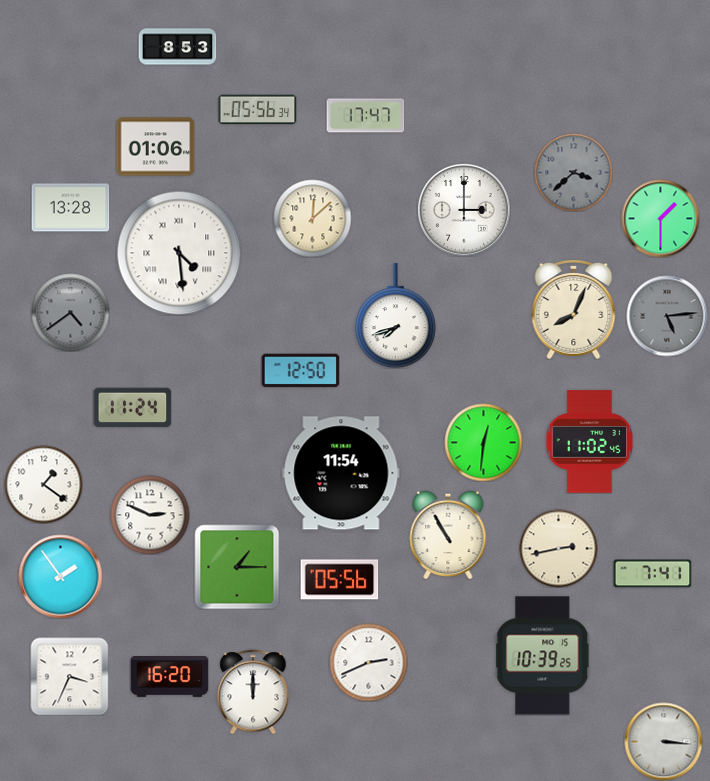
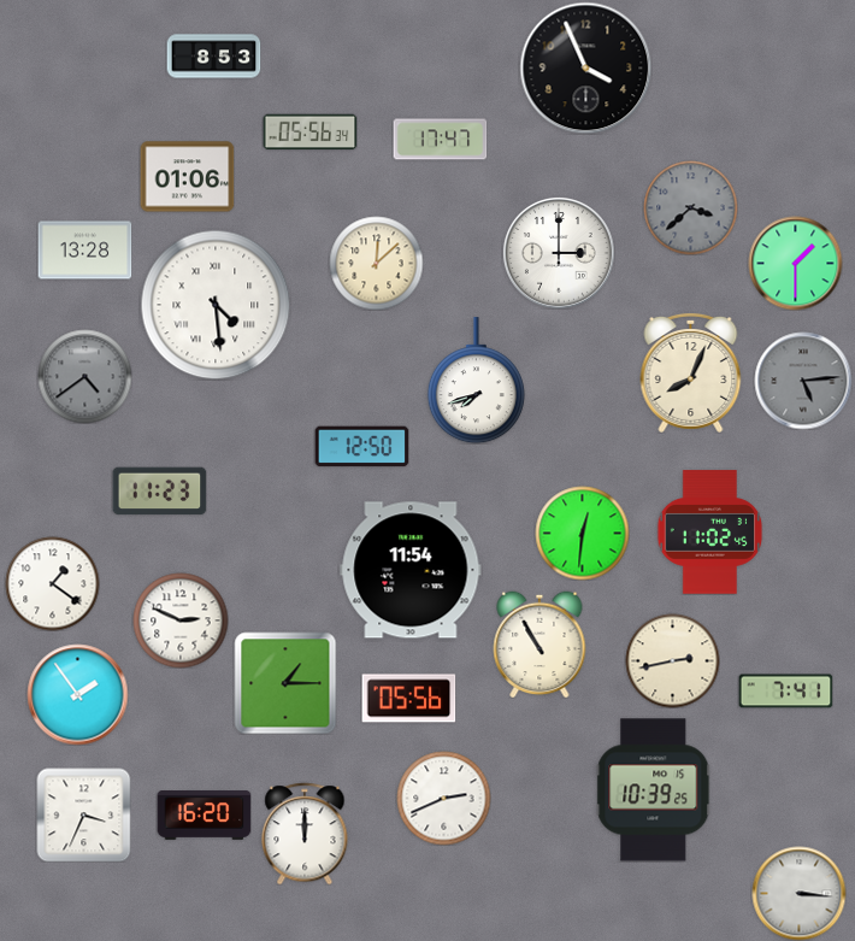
clock at (585, 67): none -> 3:56
clock at (132, 408): 11:24 -> 11:23
clock at (60, 576) position: (60, 576) -> (77, 694)
